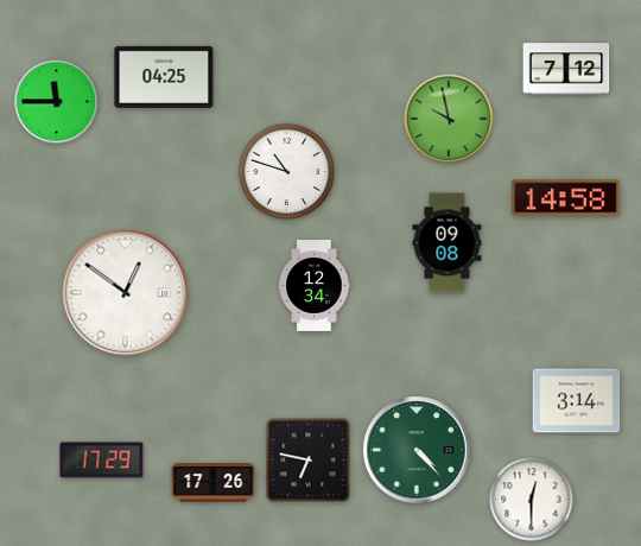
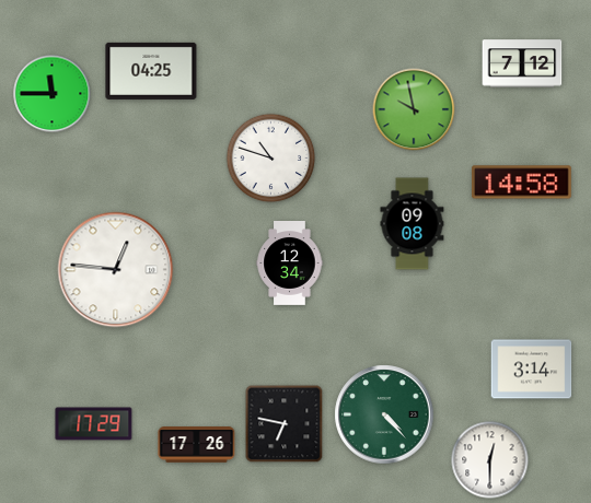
clock at (287, 172) position: (287, 172) -> (271, 159)
clock at (126, 293): 12:51 -> 12:46
